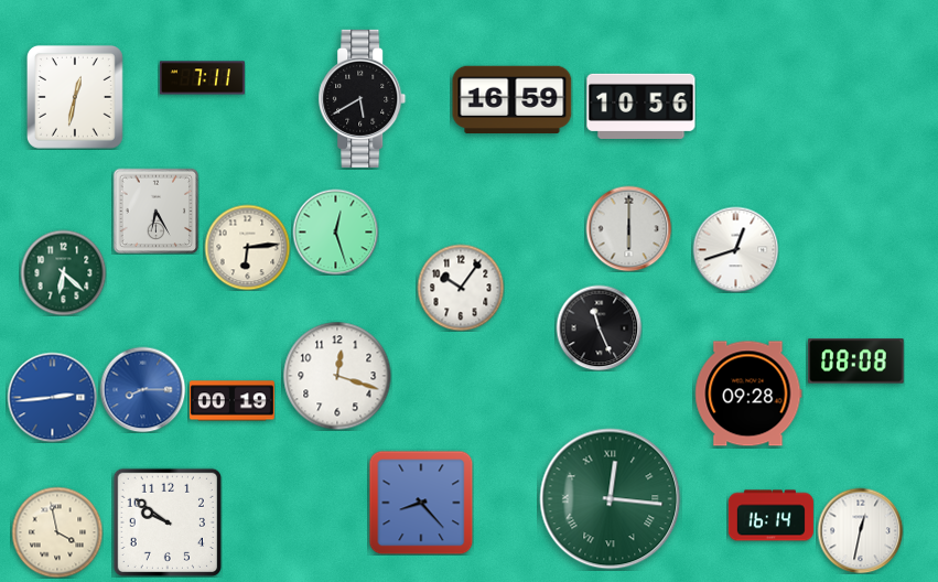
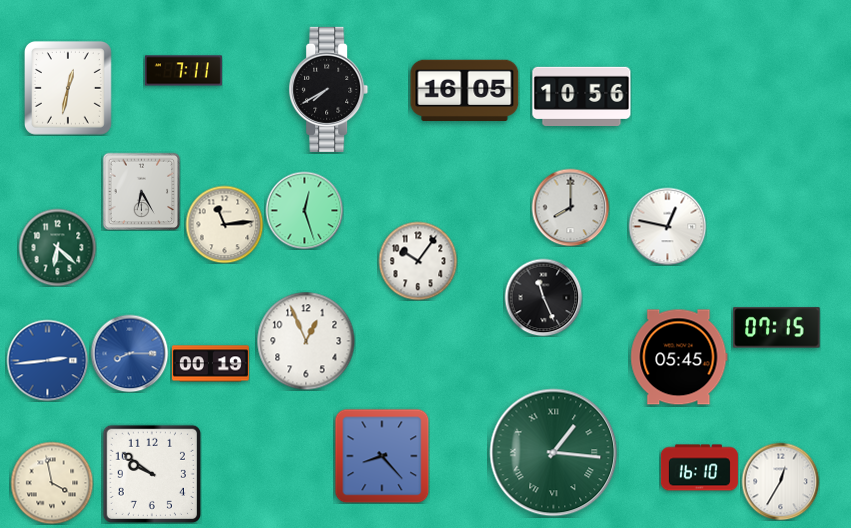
clock at (363, 98): 5:40 -> 7:40
clock at (513, 99): 16:59 -> 16:05
clock at (628, 228): 6:00 -> 8:00
clock at (247, 247): 6:14 -> 11:14
clock at (735, 249): 12:42 -> 12:47
clock at (856, 362): 08:08 -> 07:15
clock at (337, 376): 12:18 -> 12:56
clock at (748, 394): 09:28 -> 05:45
clock at (611, 499): 12:16 -> 1:16
clock at (770, 516): 16:14 -> 16:10
clock at (860, 530): 12:32 -> 12:35
